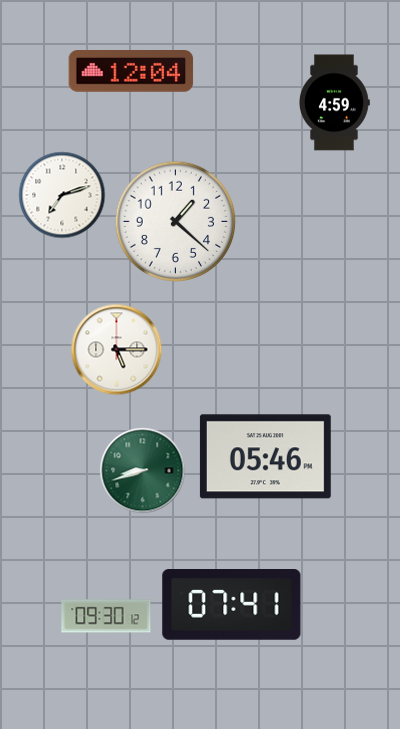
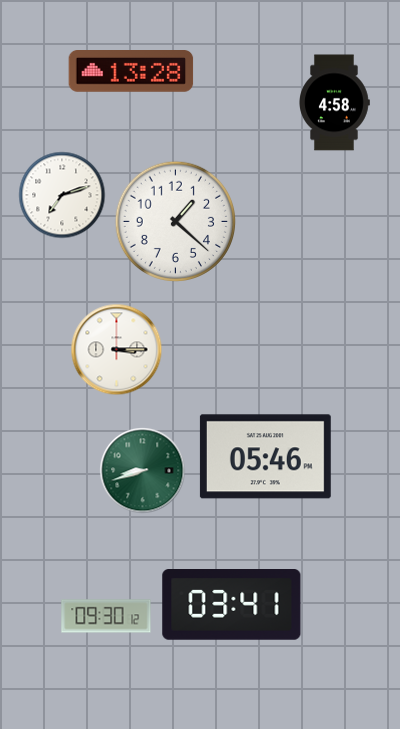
clock at (131, 72): 12:04 -> 13:28
clock at (334, 103): 4:59 -> 4:58
clock at (117, 350): 5:15 -> 3:15
clock at (232, 605): 07:41 -> 03:41
